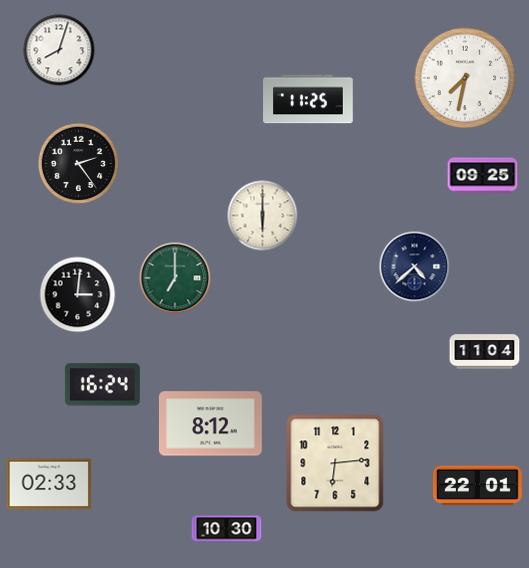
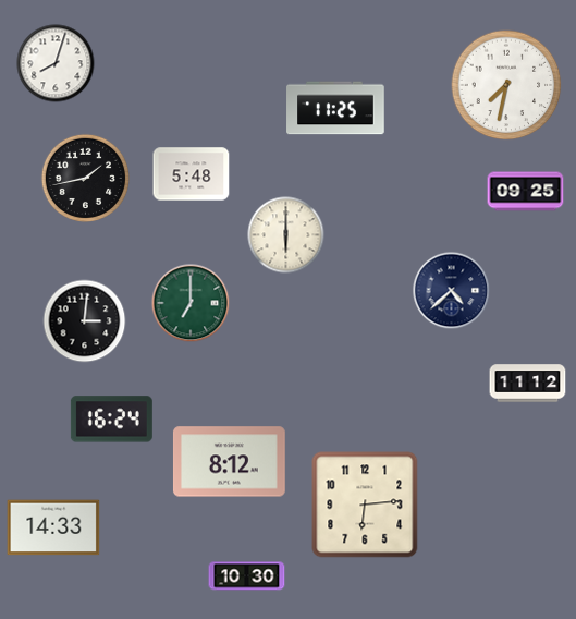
clock at (59, 50) position: (59, 50) -> (56, 63)
clock at (192, 174): none -> 5:48
clock at (78, 163): 2:24 -> 1:43
clock at (485, 352): 11:04 -> 11:12
clock at (49, 484): 02:33 -> 14:33
clock at (477, 486): 22:01 -> none
